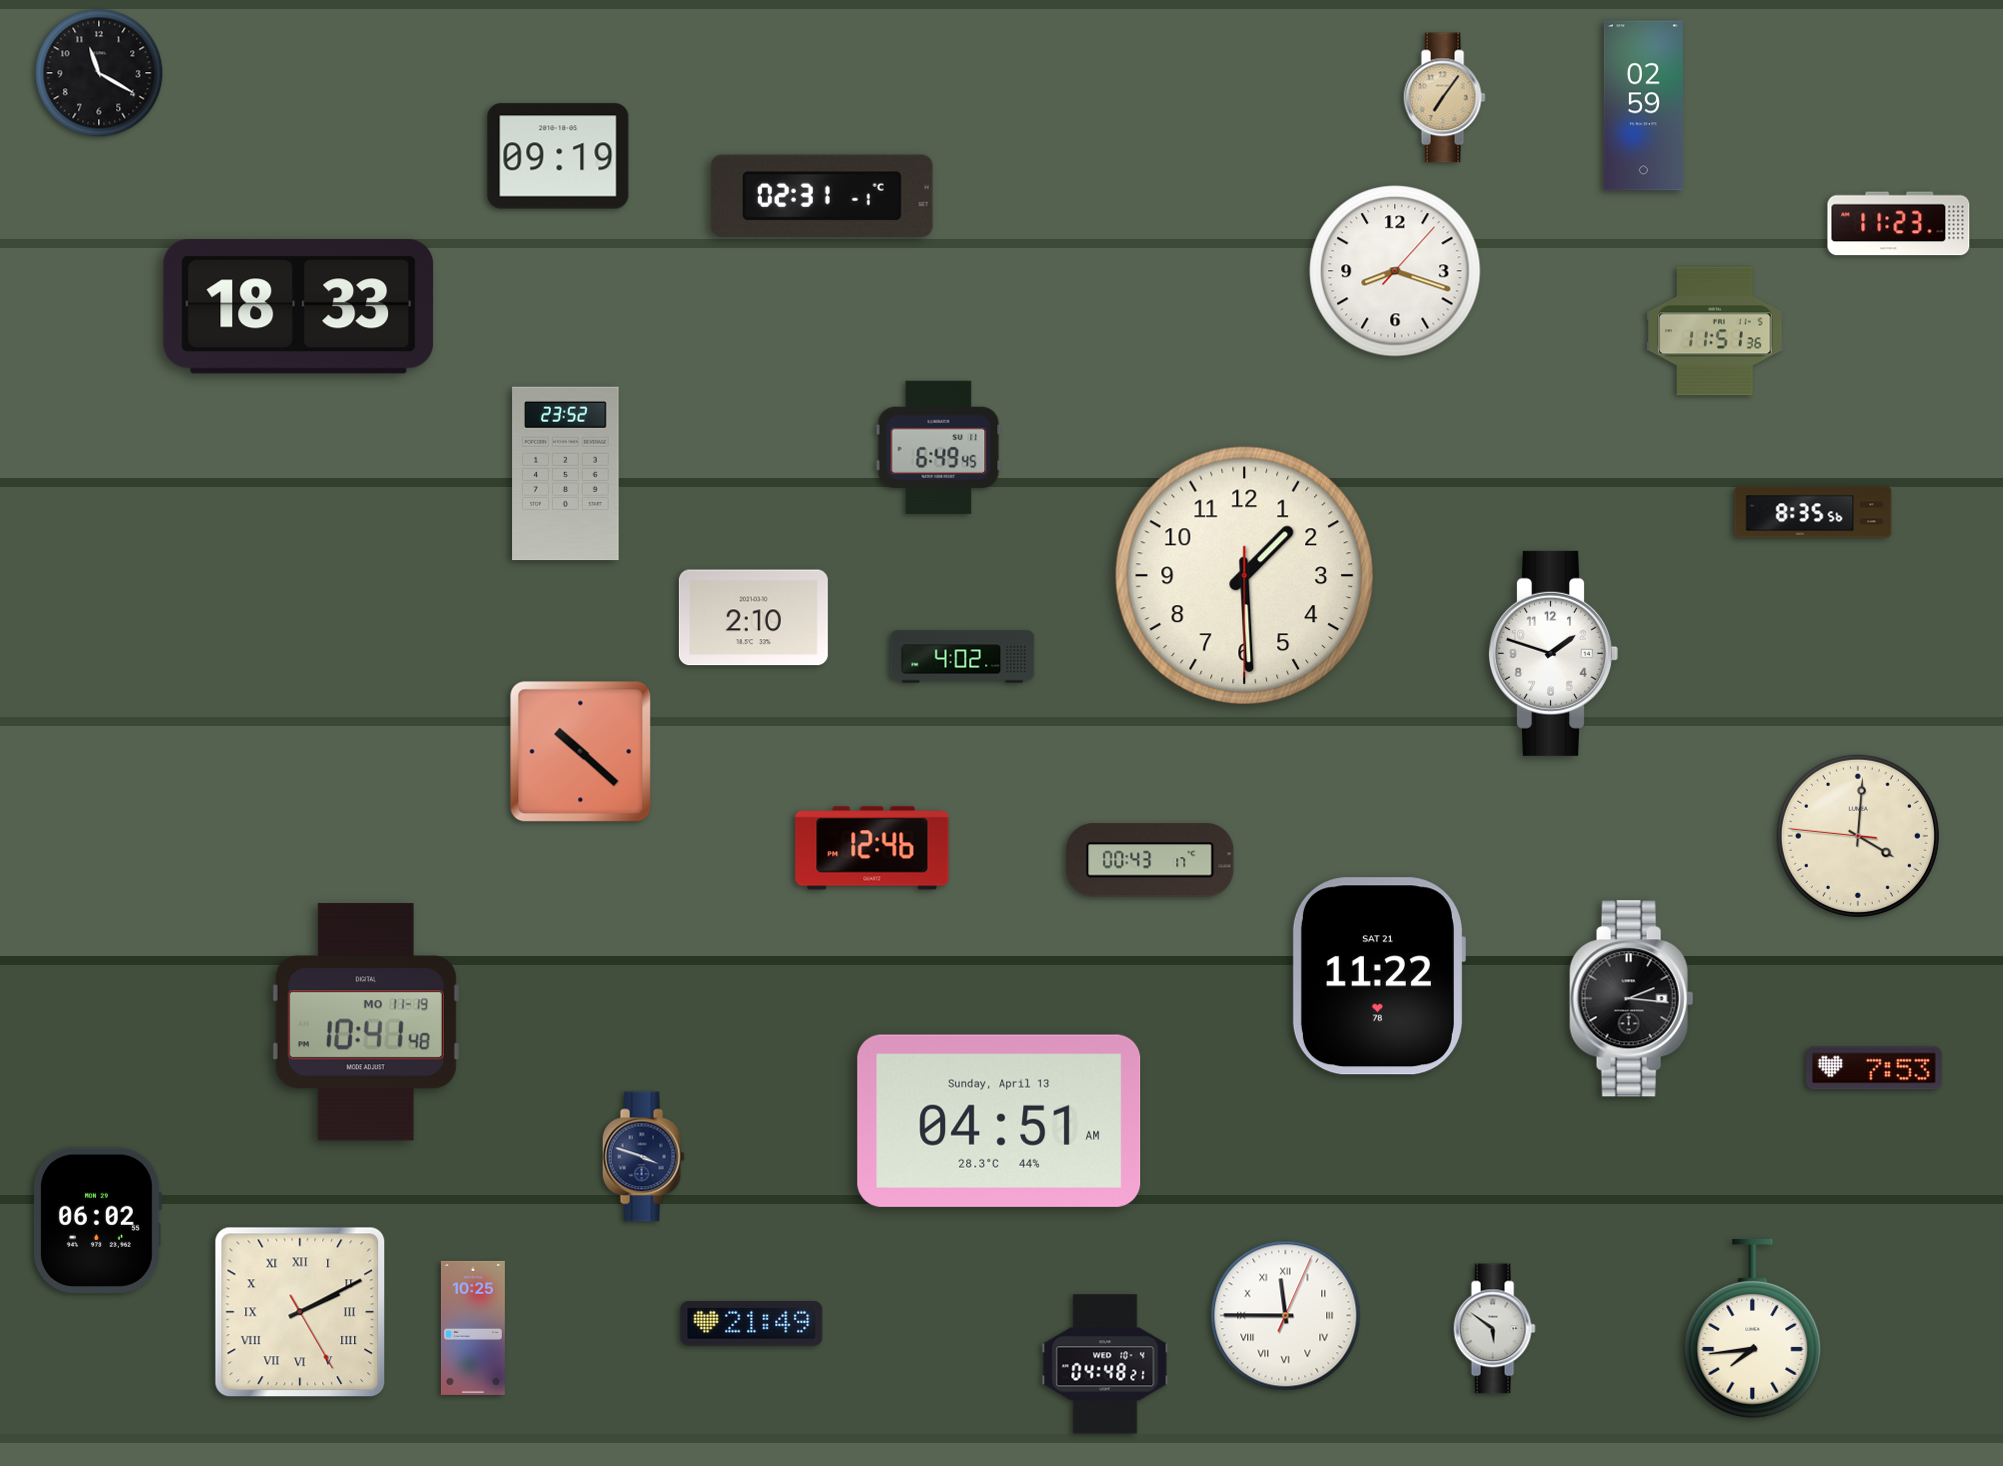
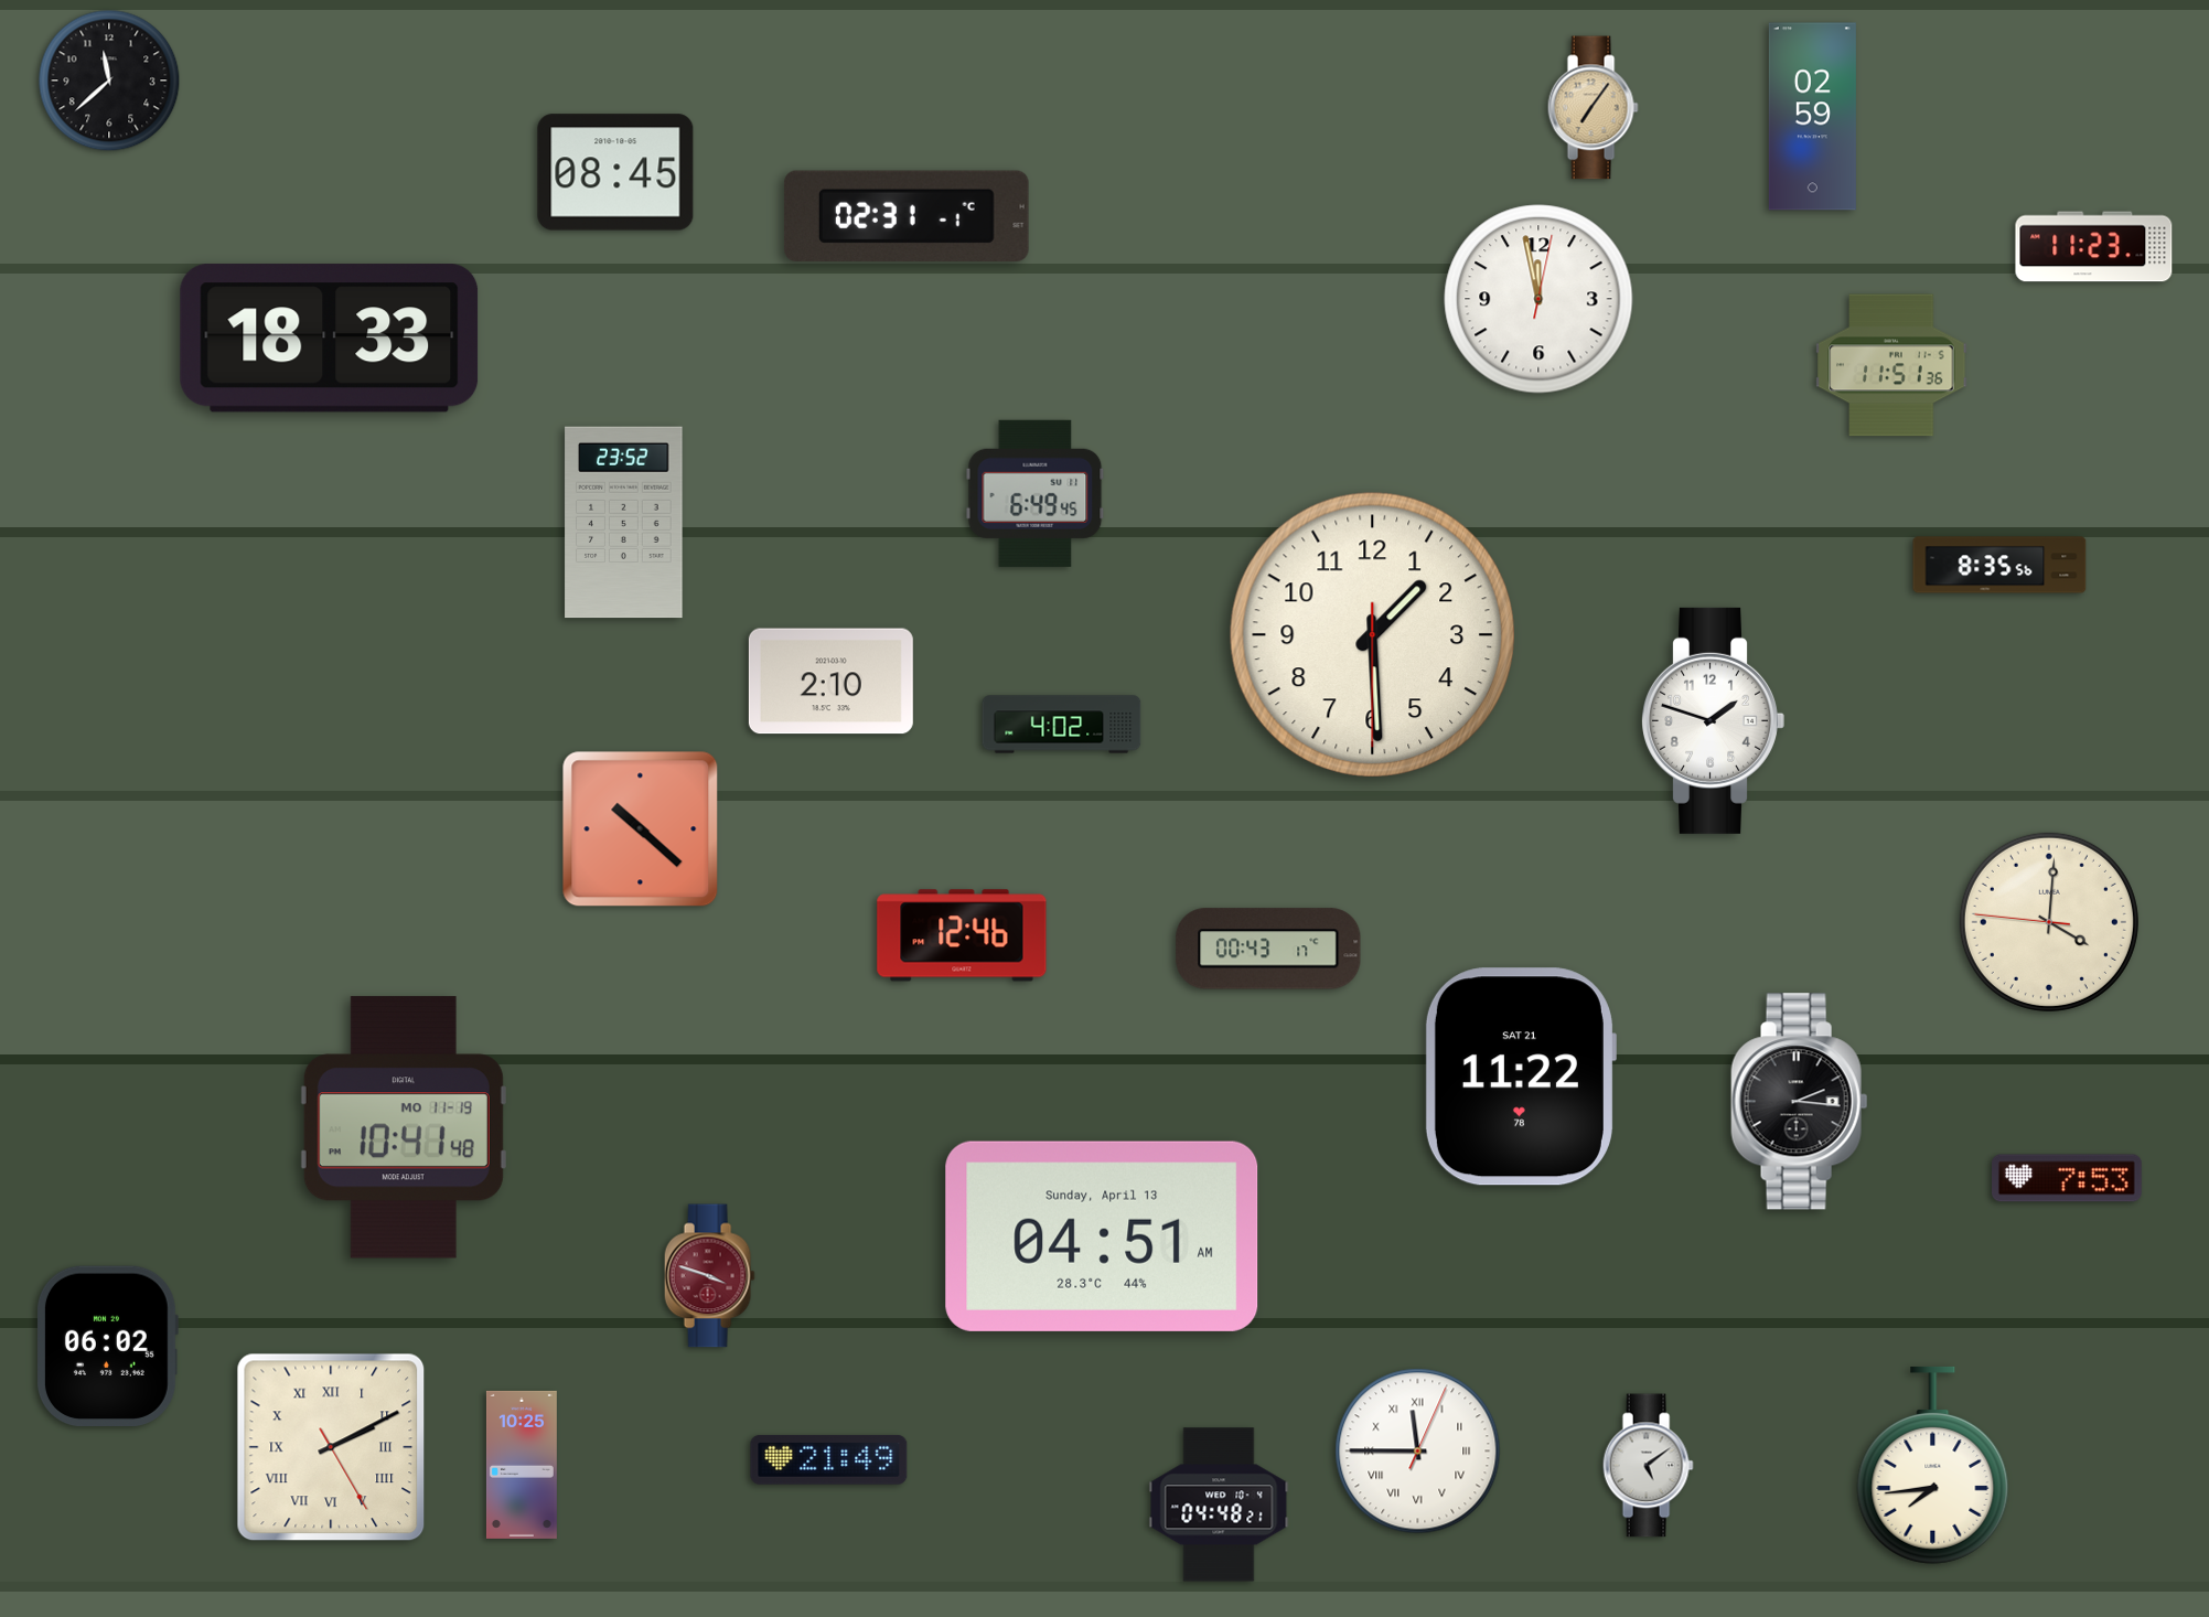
clock at (99, 73): 11:20 -> 11:38
clock at (558, 156): 09:19 -> 08:45
clock at (1395, 271): 8:18 -> 11:58
clock at (643, 1157) dial: navy -> burgundy
clock at (1494, 1329): 5:51 -> 5:09
